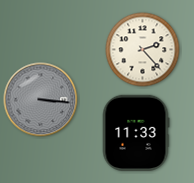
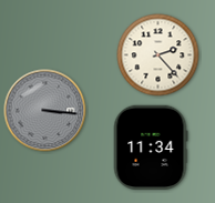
clock at (136, 132): 11:33 -> 11:34
